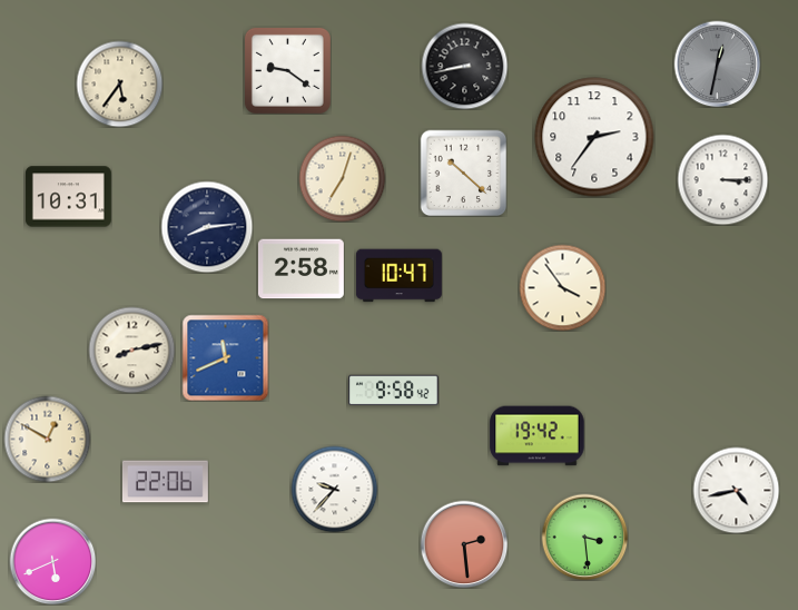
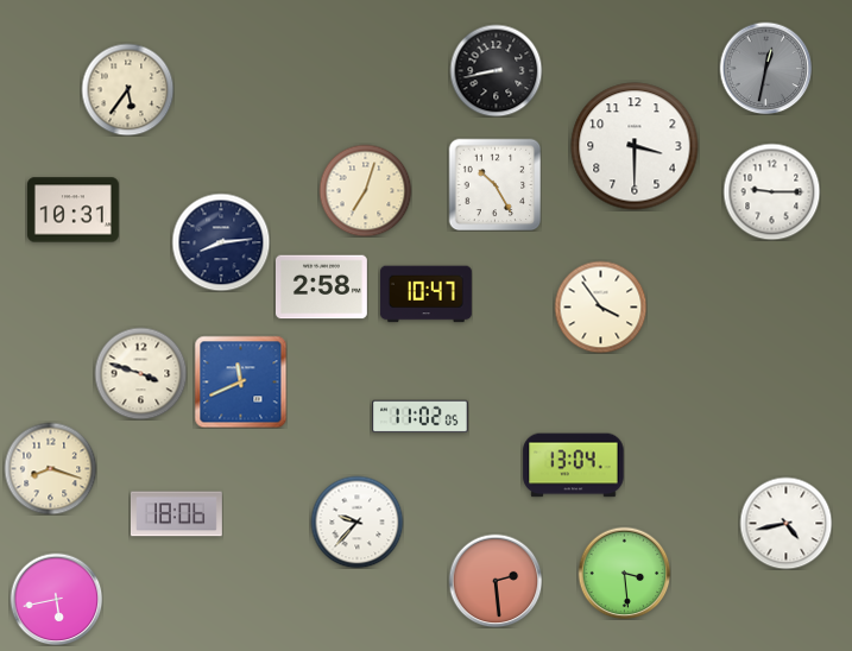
clock at (287, 70): 9:21 -> none
clock at (594, 137): 2:36 -> 3:30
clock at (463, 173): 10:22 -> 10:25
clock at (722, 179): 3:15 -> 9:15
clock at (131, 350): 8:13 -> 3:48
clock at (394, 391): 9:58 -> 11:02
clock at (538, 436): 19:42 -> 13:04
clock at (47, 439): 12:50 -> 8:18
clock at (165, 482): 22:06 -> 18:06
clock at (52, 561): 5:41 -> 5:43
